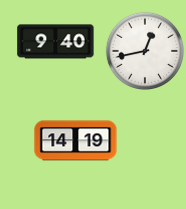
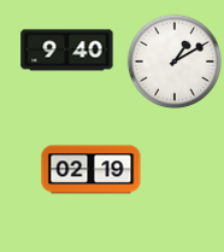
clock at (144, 50): 12:43 -> 1:10
clock at (76, 141): 14:19 -> 02:19
